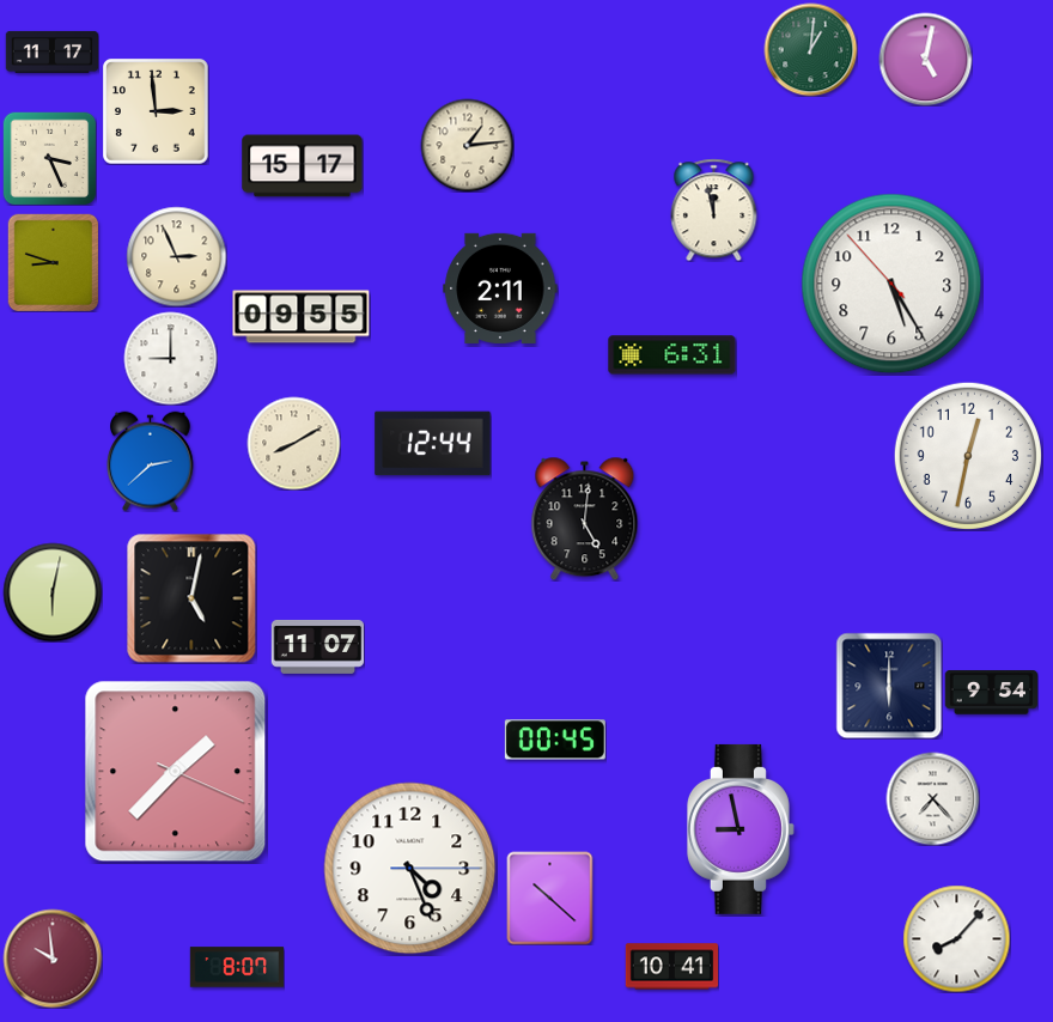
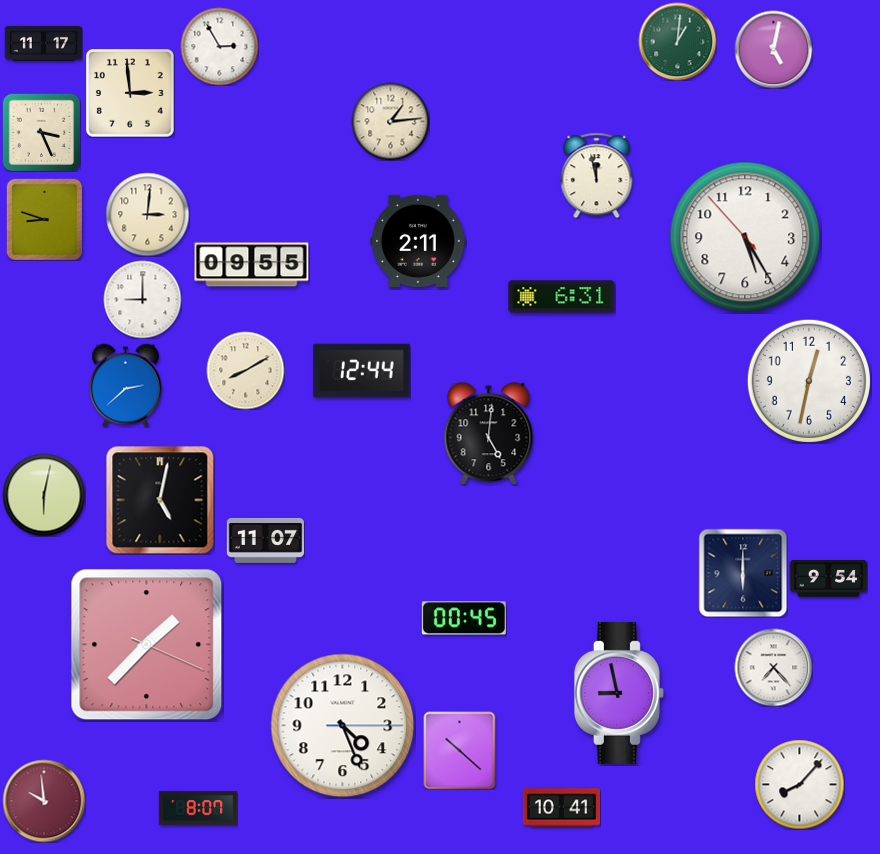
clock at (219, 46): none -> 2:55
clock at (303, 166): 15:17 -> none
clock at (176, 256): 2:56 -> 3:01
clock at (932, 798) position: (932, 798) -> (773, 667)
